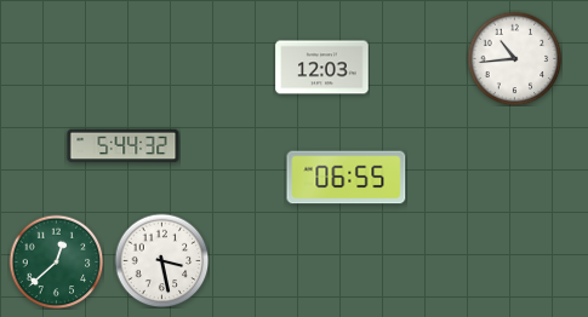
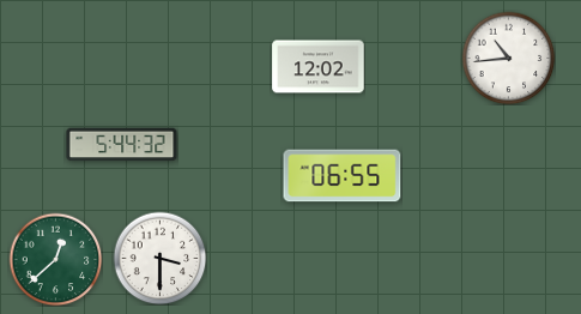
clock at (322, 68): 12:03 -> 12:02
clock at (161, 260): 3:28 -> 3:30
